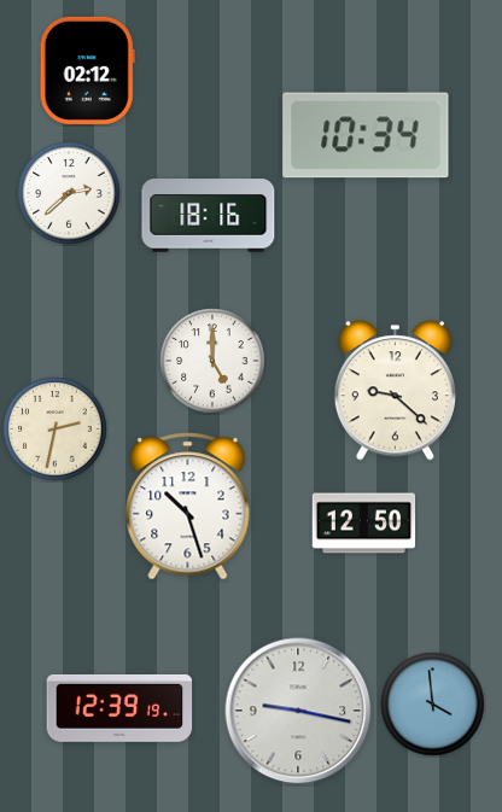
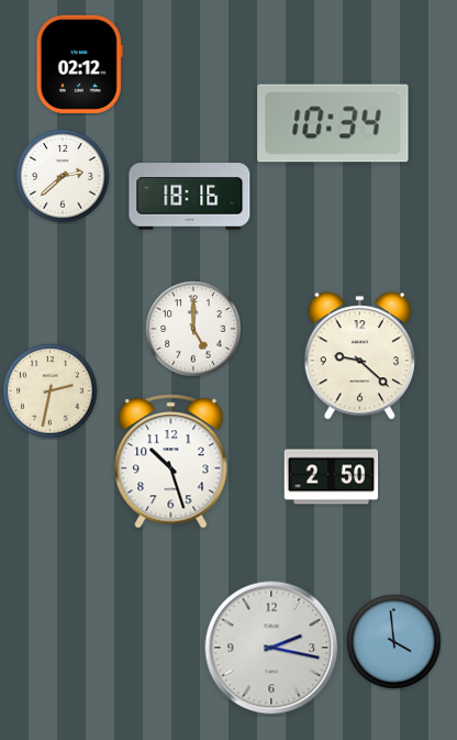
clock at (364, 524): 12:50 -> 2:50
clock at (119, 708): 12:39 -> none
clock at (298, 711): 9:17 -> 2:17
